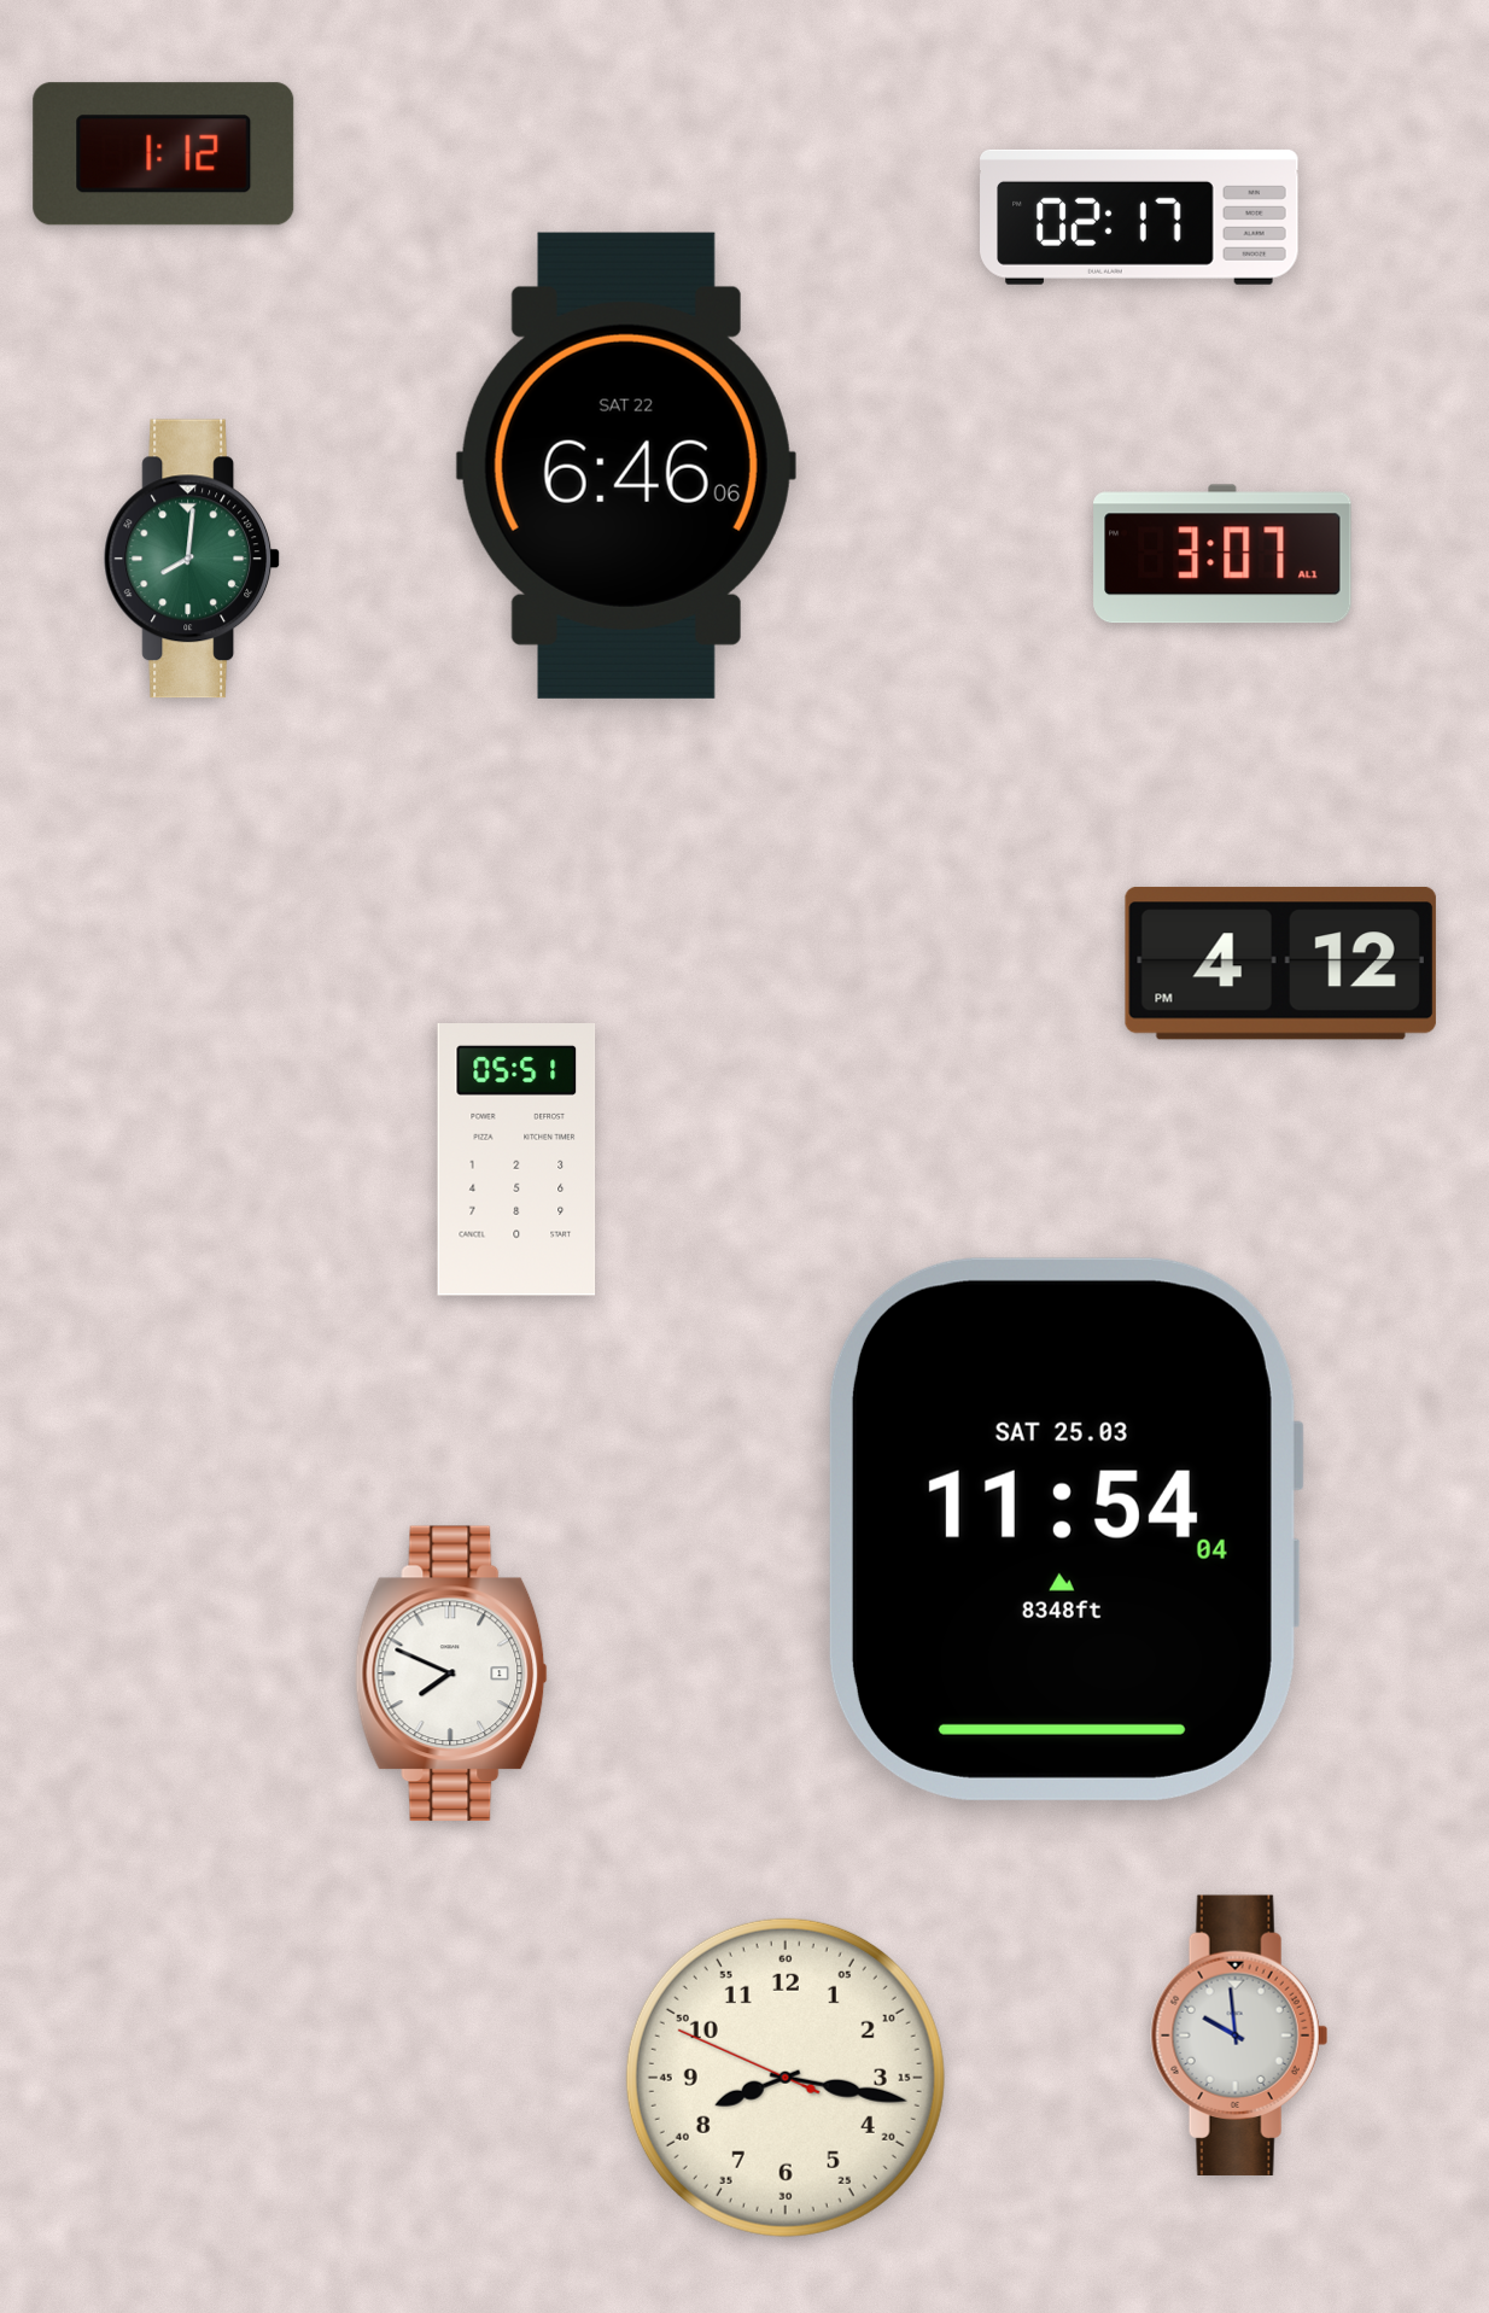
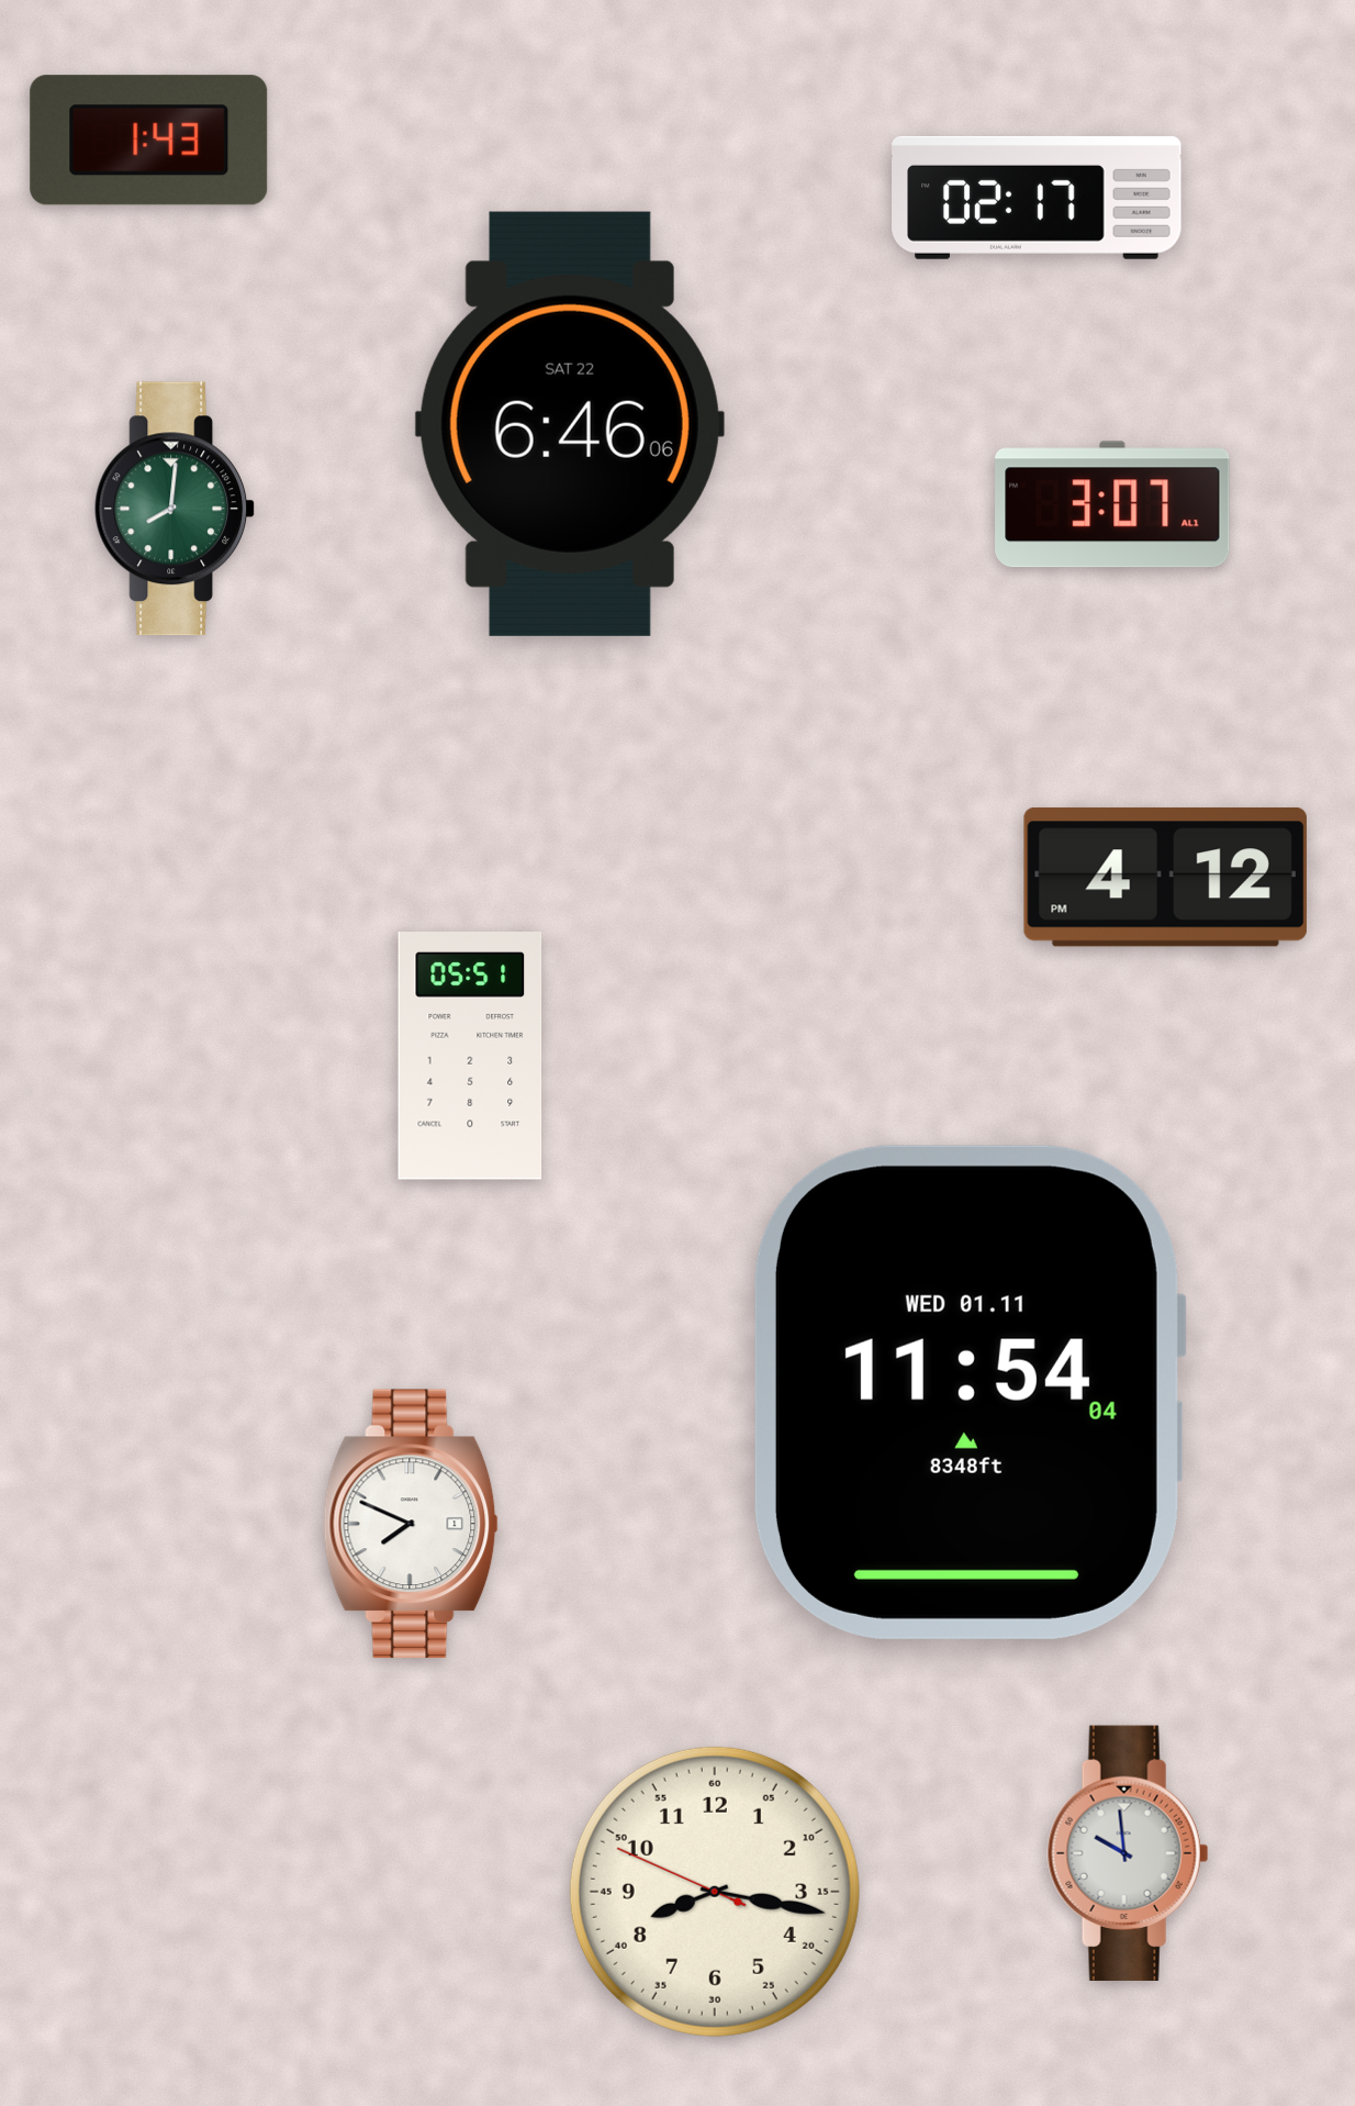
clock at (164, 154): 1:12 -> 1:43
clock at (1065, 1529) date: SAT 25.03 -> WED 01.11
